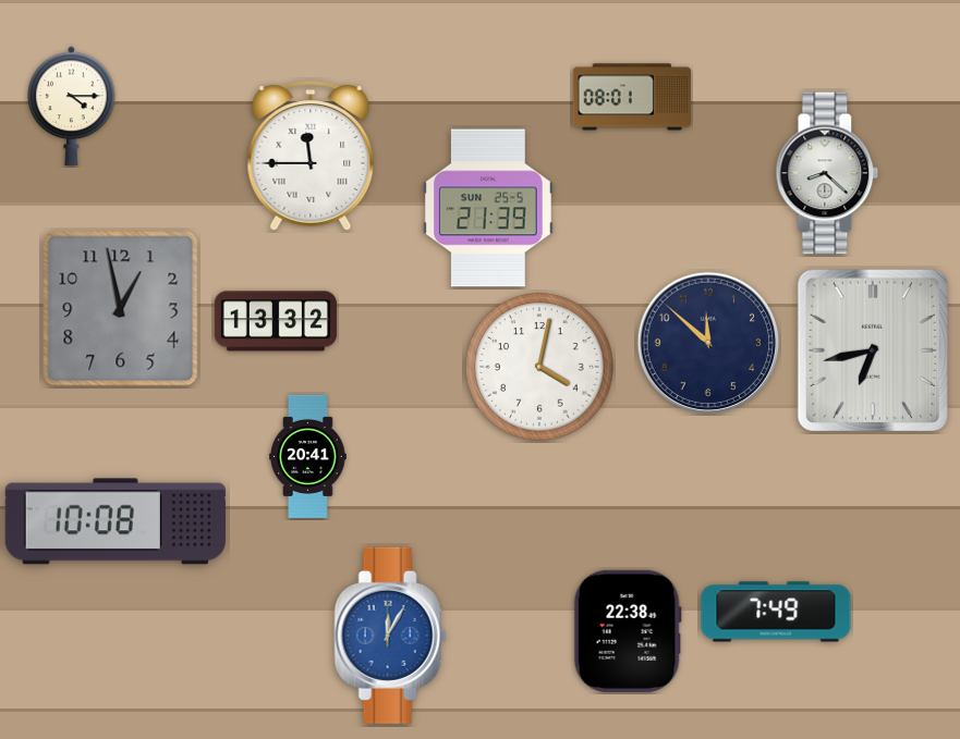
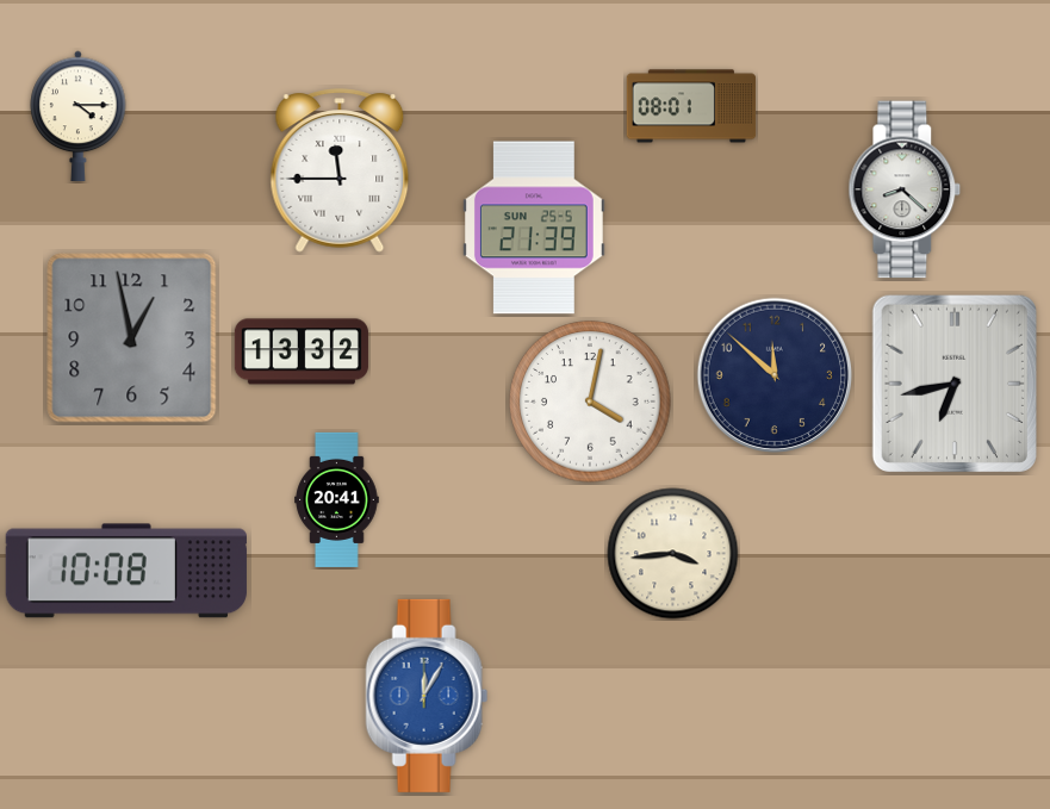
clock at (673, 554): none -> 3:44
clock at (776, 612): 7:49 -> none
clock at (628, 631): 22:38 -> none
